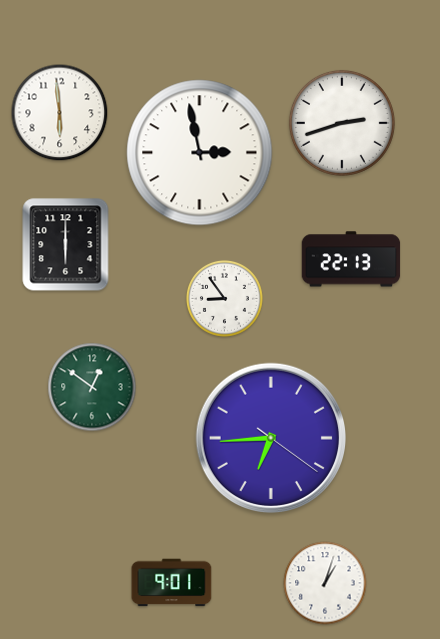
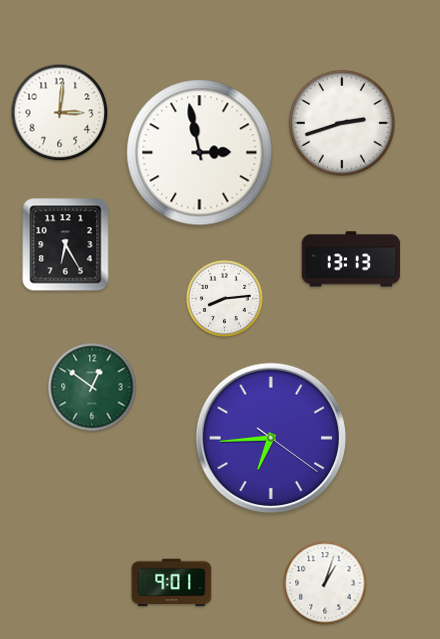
clock at (60, 113): 5:59 -> 3:01
clock at (66, 245): 6:00 -> 6:25
clock at (351, 259): 22:13 -> 13:13
clock at (224, 298): 8:54 -> 8:14
